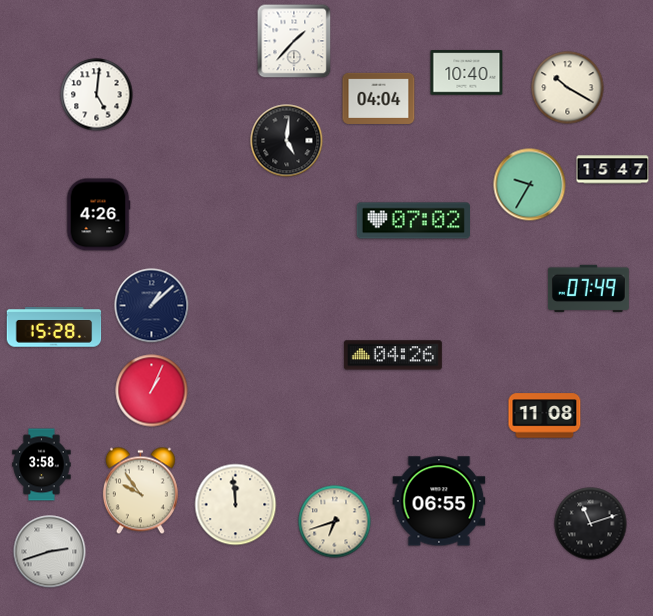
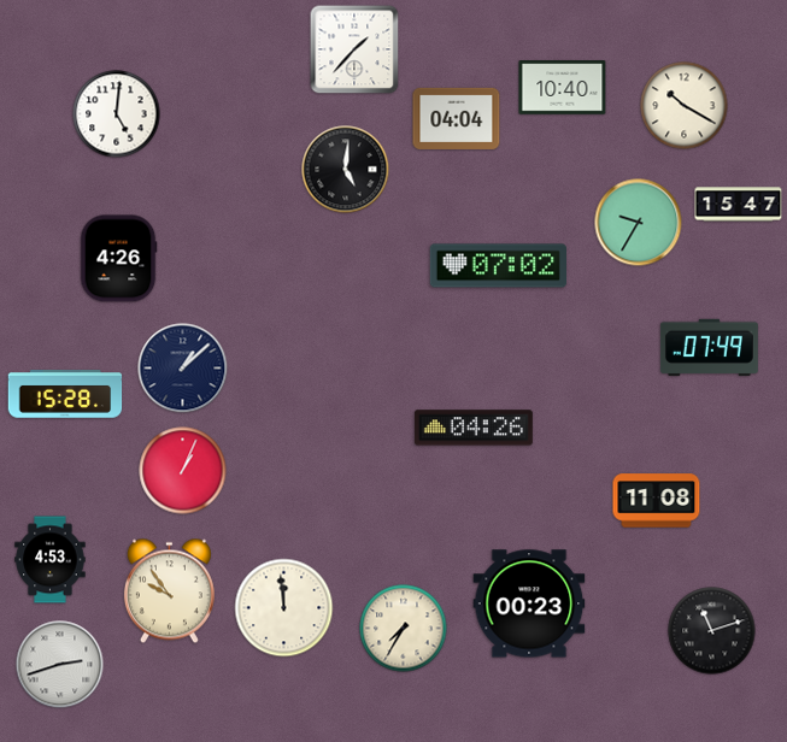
clock at (42, 465): 3:58 -> 4:53
clock at (439, 501): 06:55 -> 00:23
clock at (335, 522): 6:42 -> 7:35
